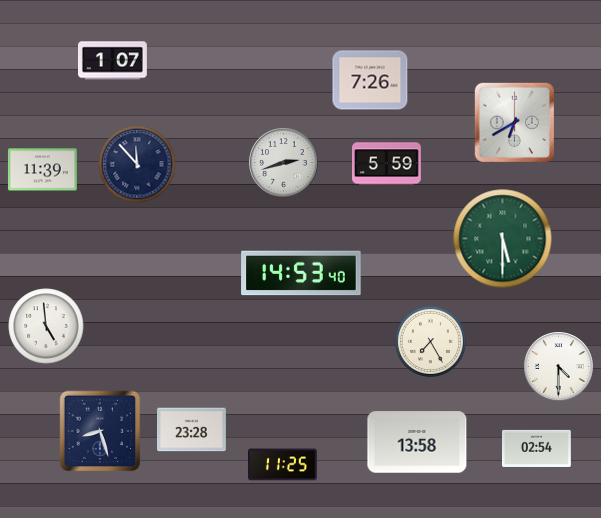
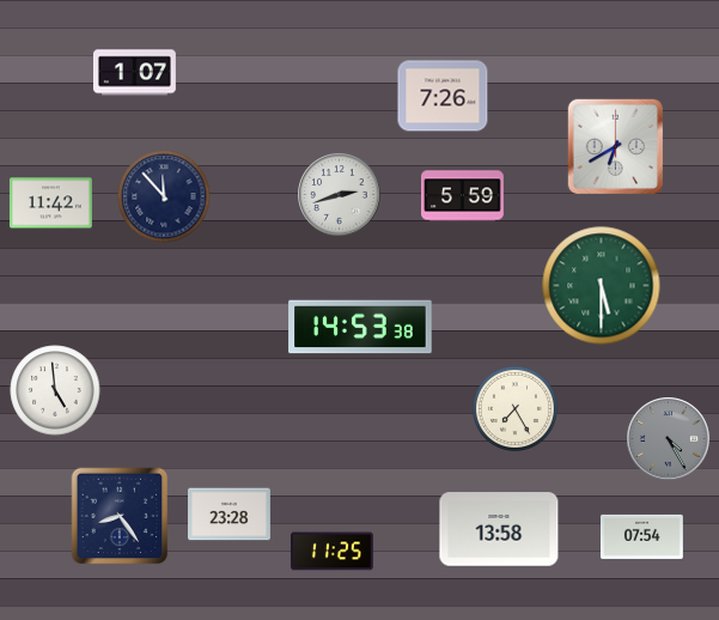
clock at (42, 170): 11:39 -> 11:42
clock at (301, 273): 14:53:40 -> 14:53:38
clock at (559, 367): 4:30 -> 4:25
clock at (559, 367) dial: white -> grey
clock at (100, 431): 8:27 -> 8:24
clock at (537, 448): 02:54 -> 07:54
clock at (282, 465) position: (282, 465) -> (331, 552)
